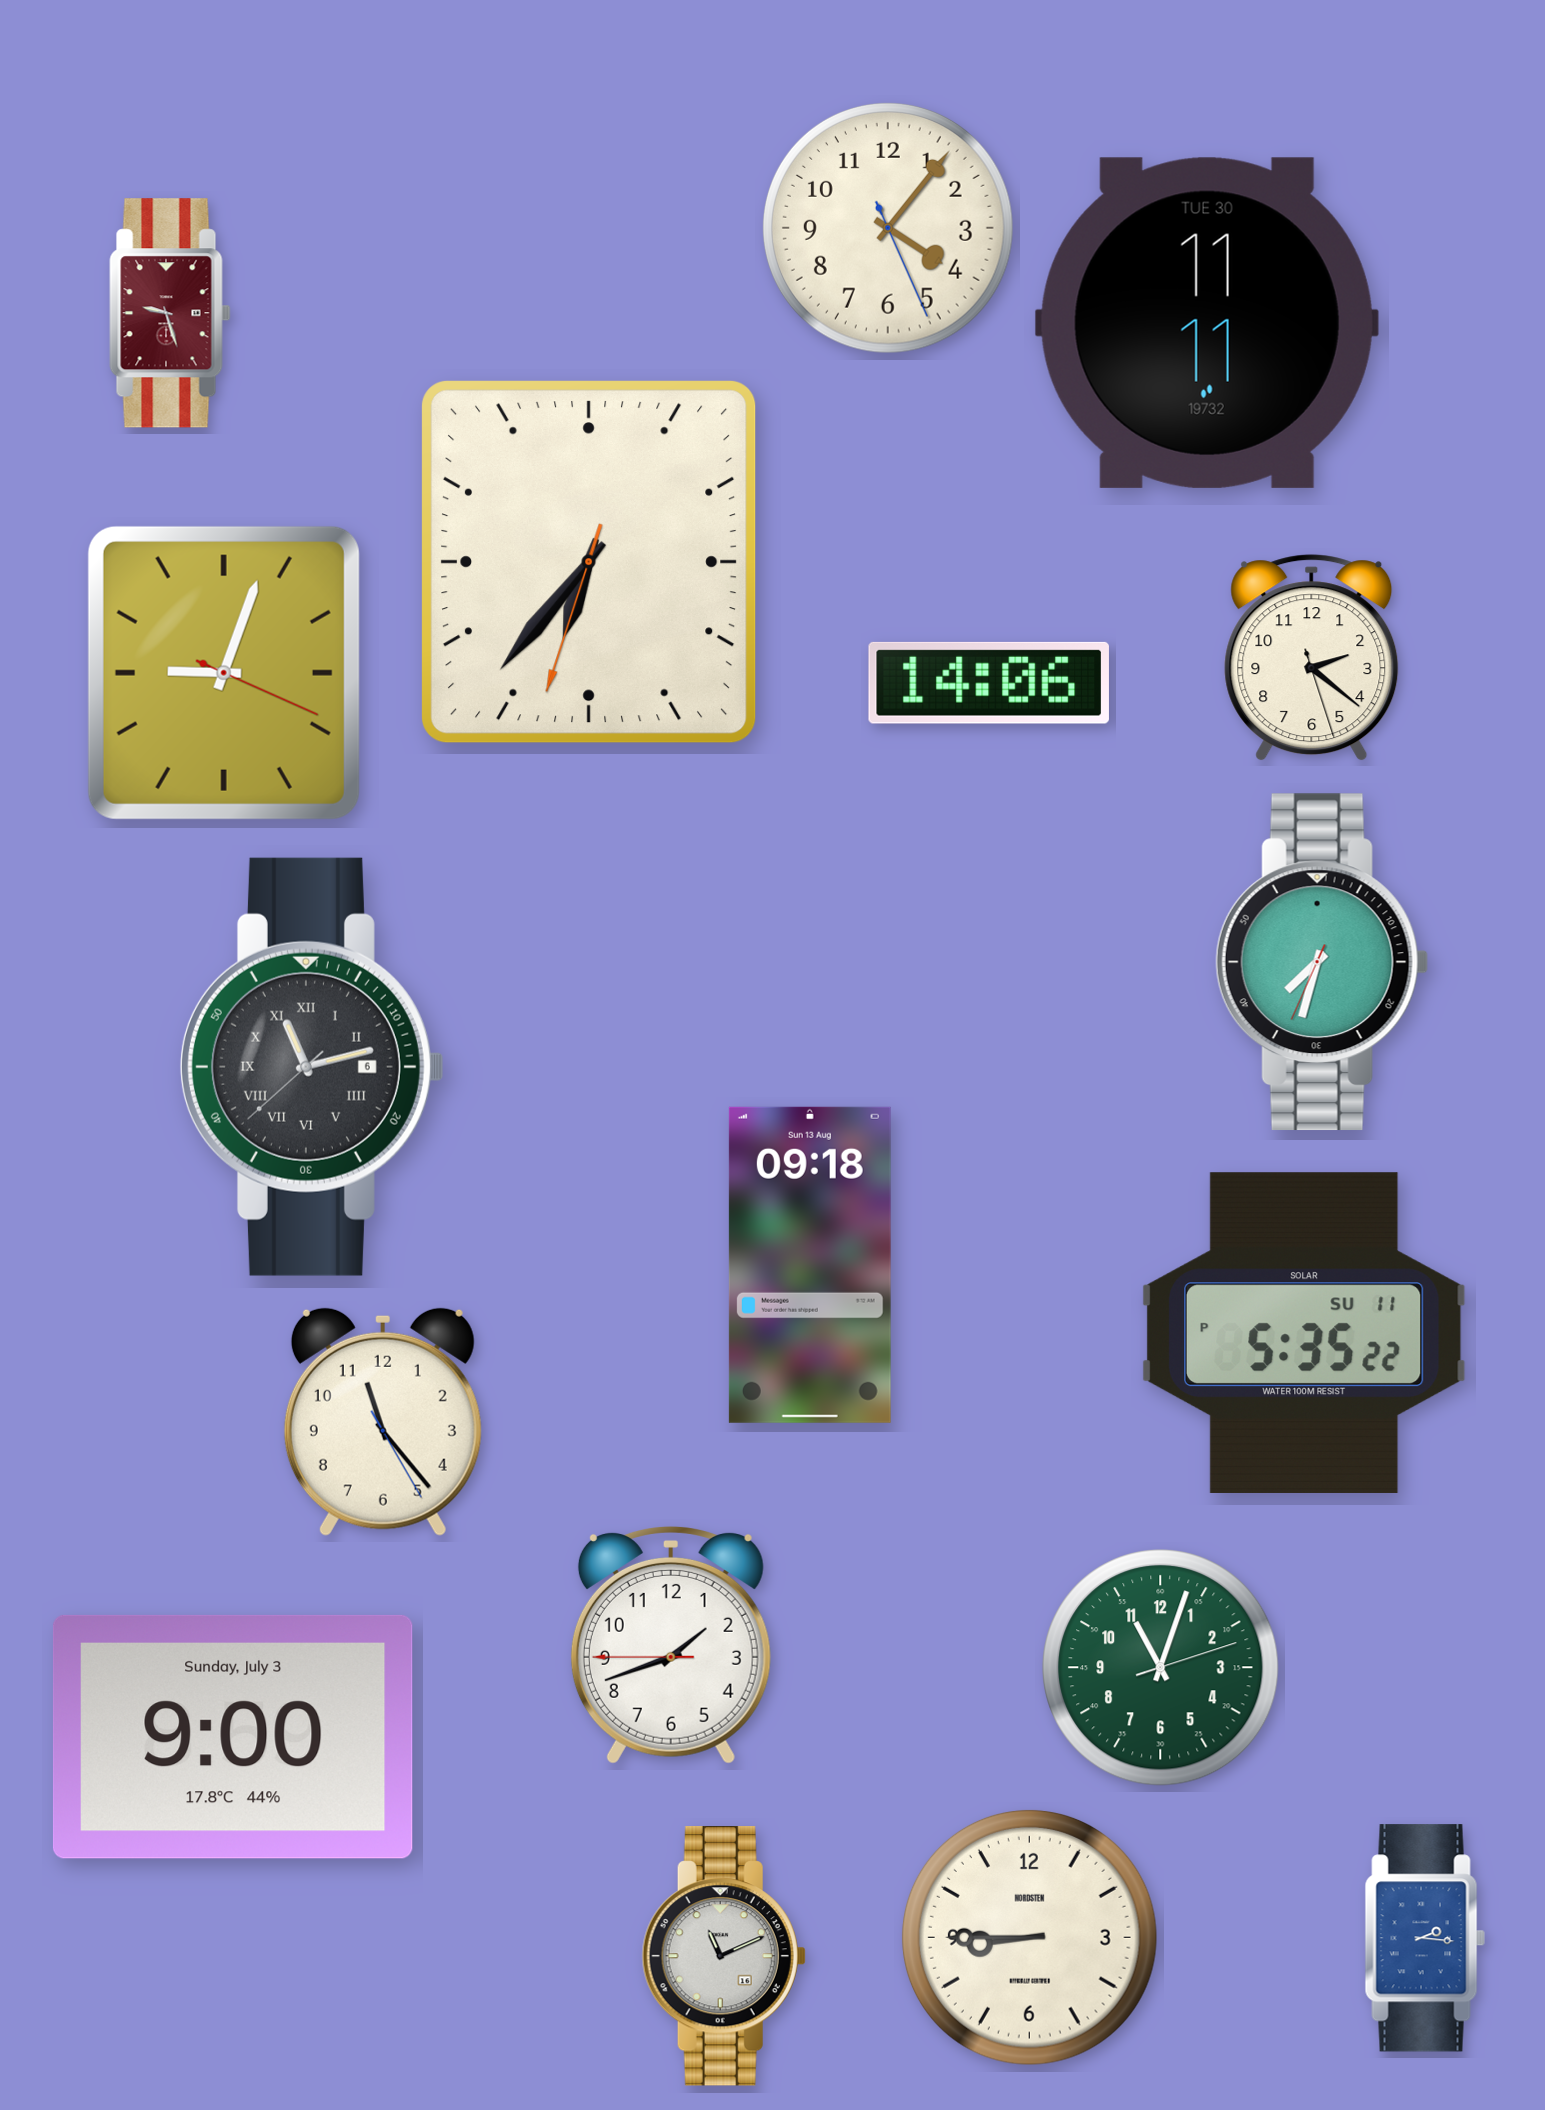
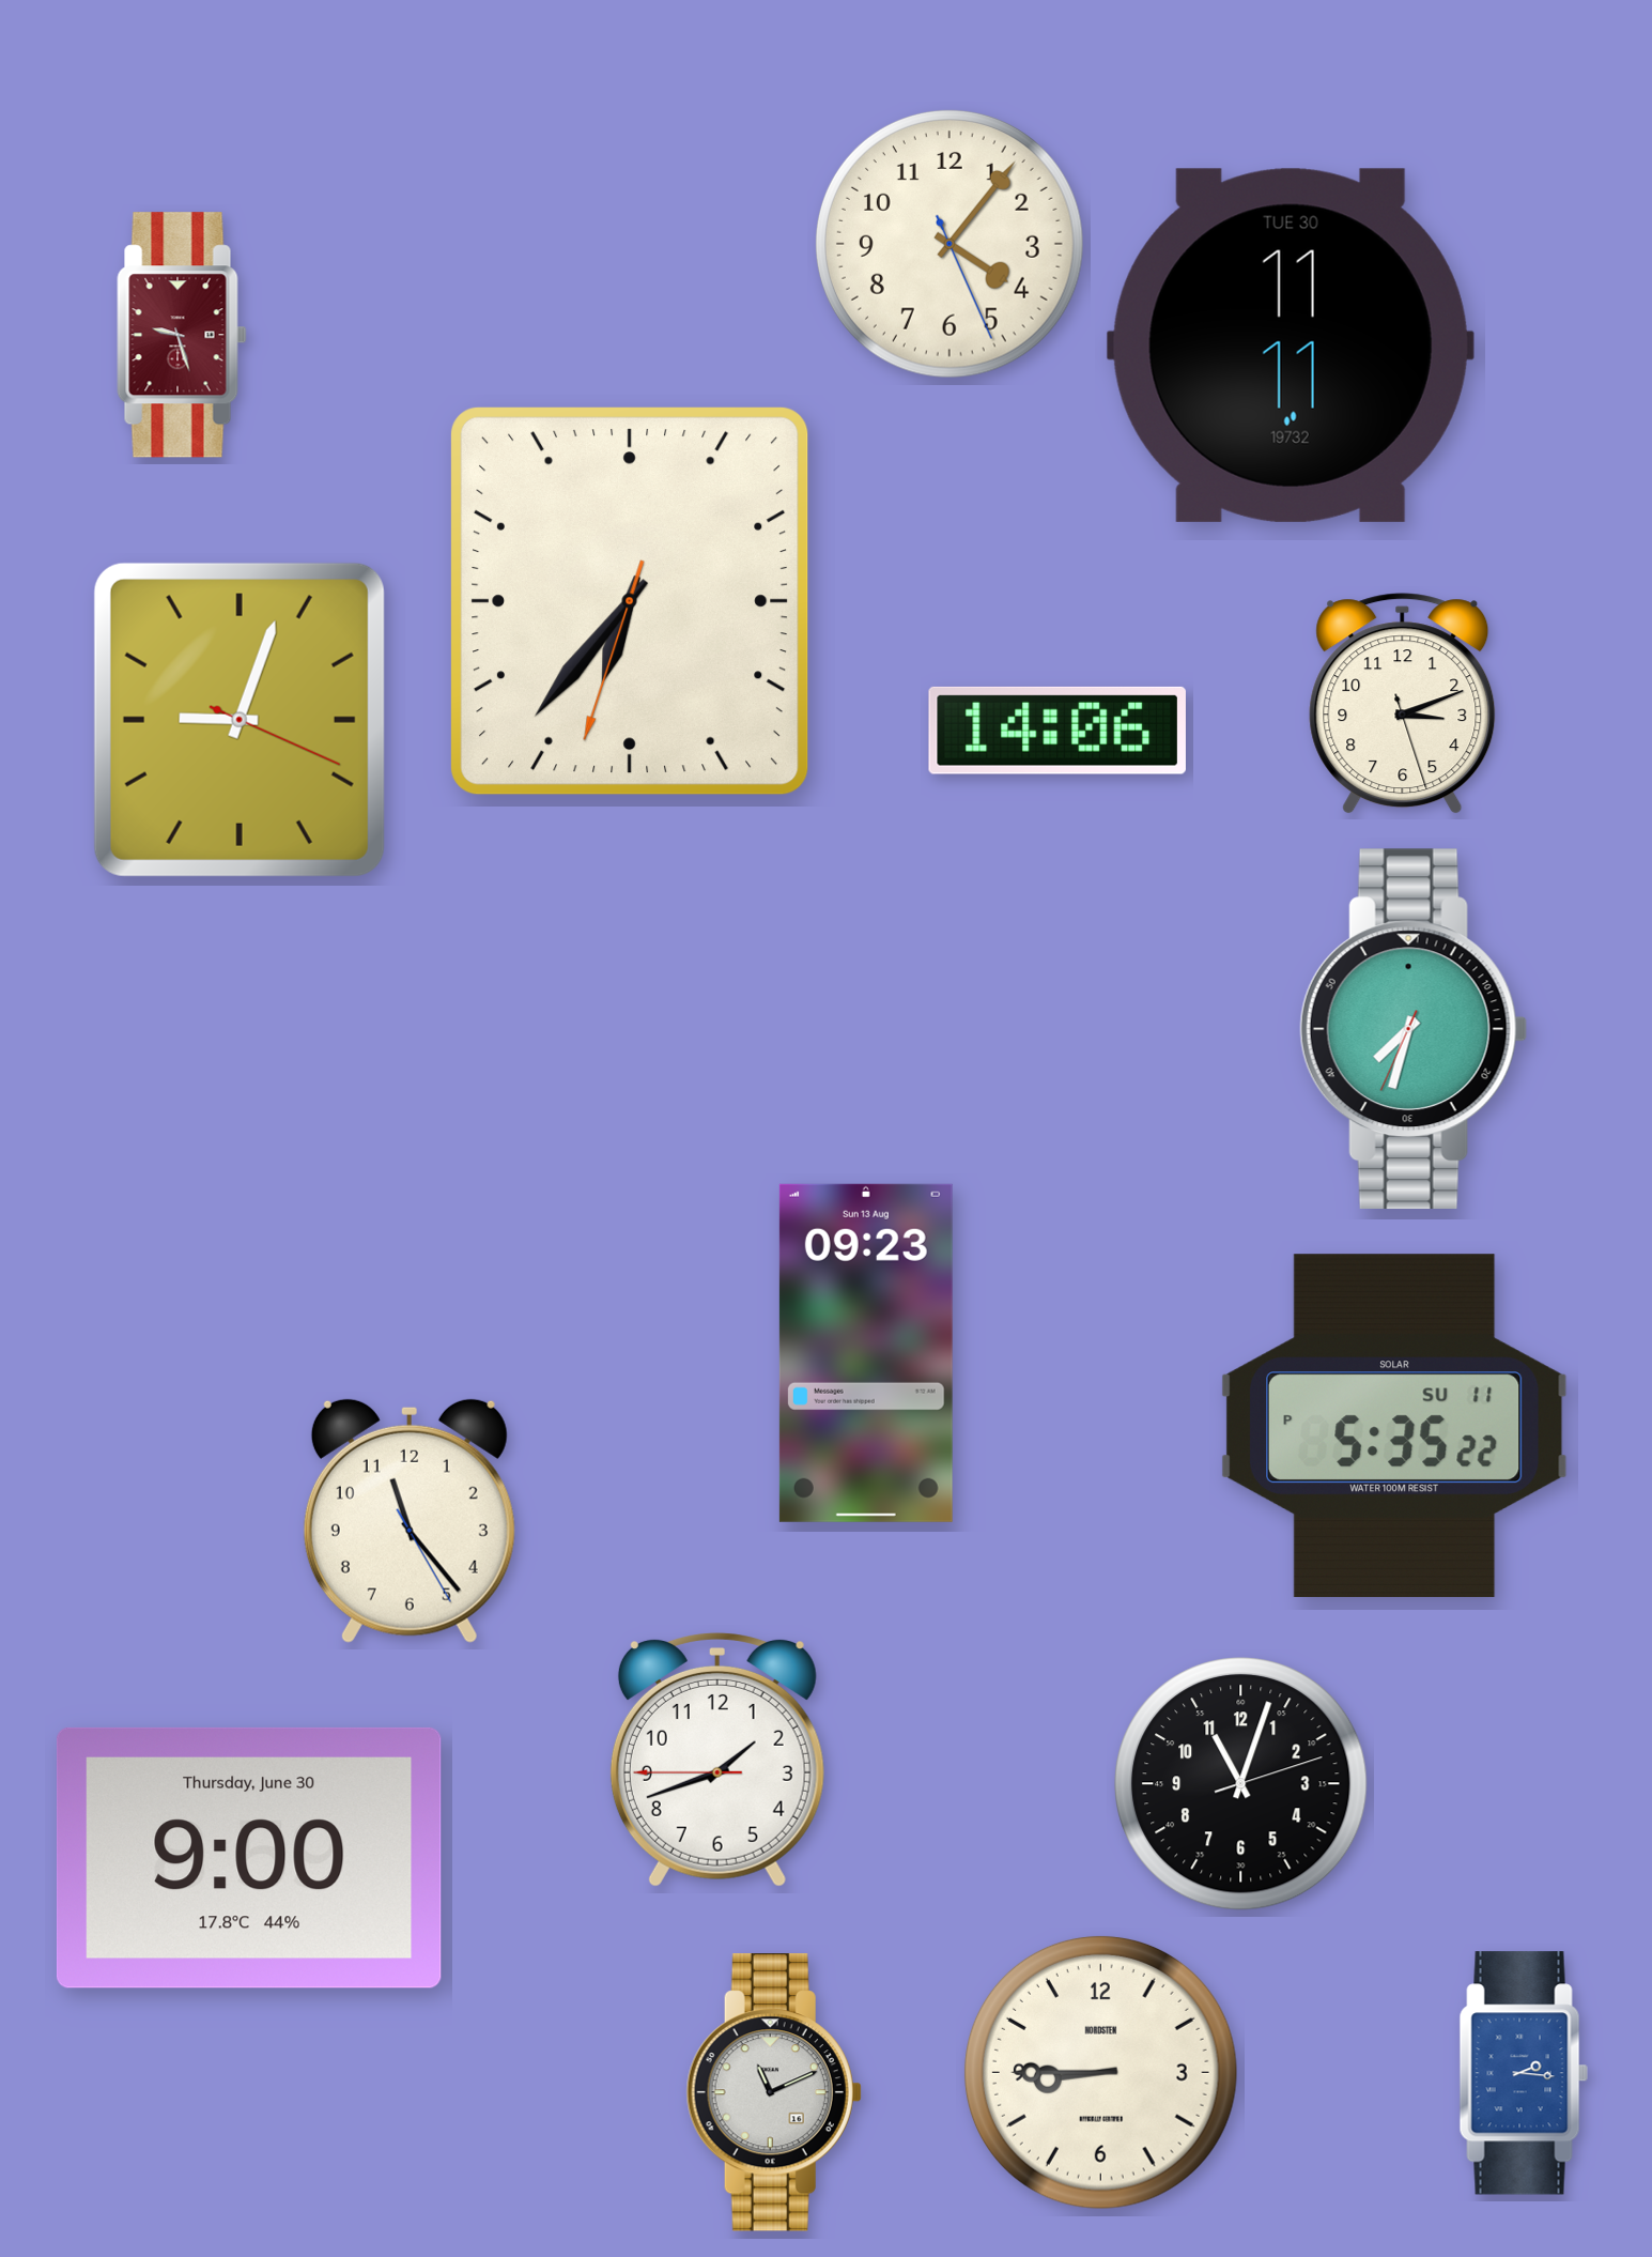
clock at (1312, 658): 2:21 -> 3:11
clock at (312, 1067): 11:12 -> none
clock at (810, 1265): 09:18 -> 09:23
clock at (1161, 1668) dial: green -> black
clock at (233, 1737) date: Sunday, July 3 -> Thursday, June 30
